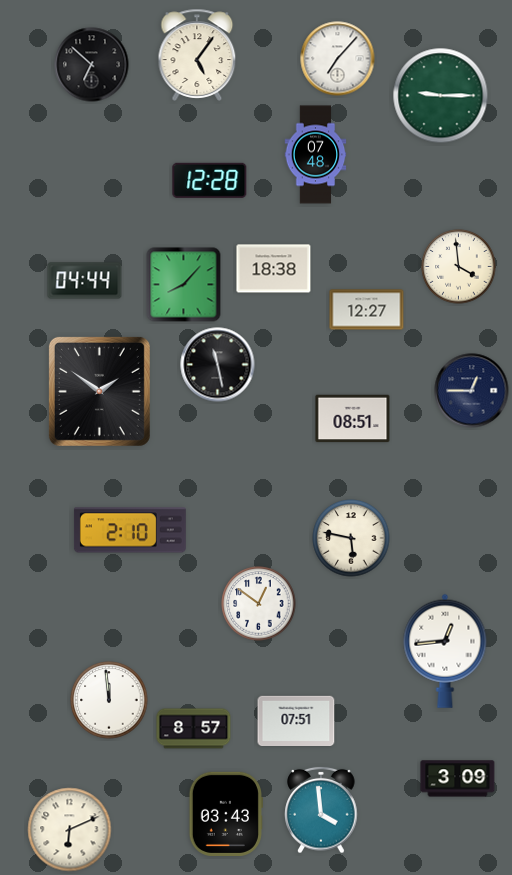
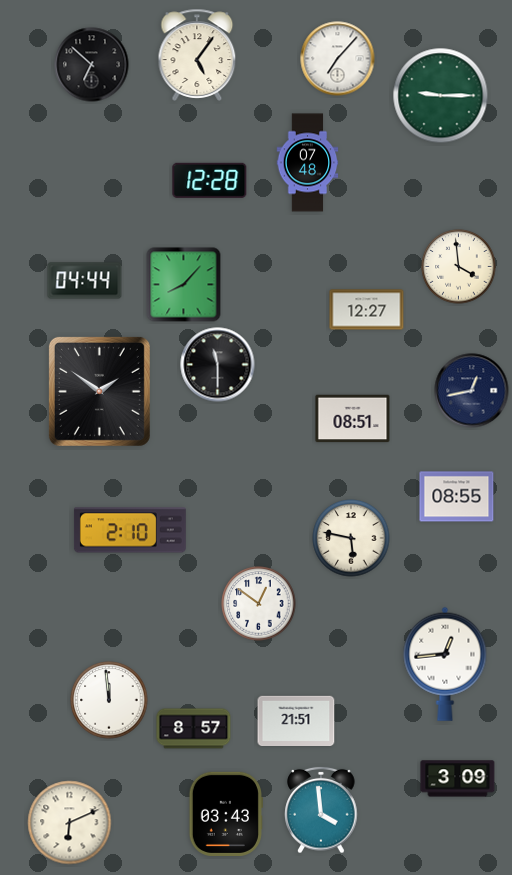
clock at (316, 155) position: (316, 155) -> (308, 163)
clock at (274, 269): 18:38 -> none
clock at (218, 365): 11:28 -> 11:30
clock at (472, 391): 12:45 -> 12:43
clock at (457, 497): none -> 08:55
clock at (445, 651) position: (445, 651) -> (445, 664)
clock at (296, 720): 07:51 -> 21:51
clock at (70, 830) position: (70, 830) -> (70, 823)
